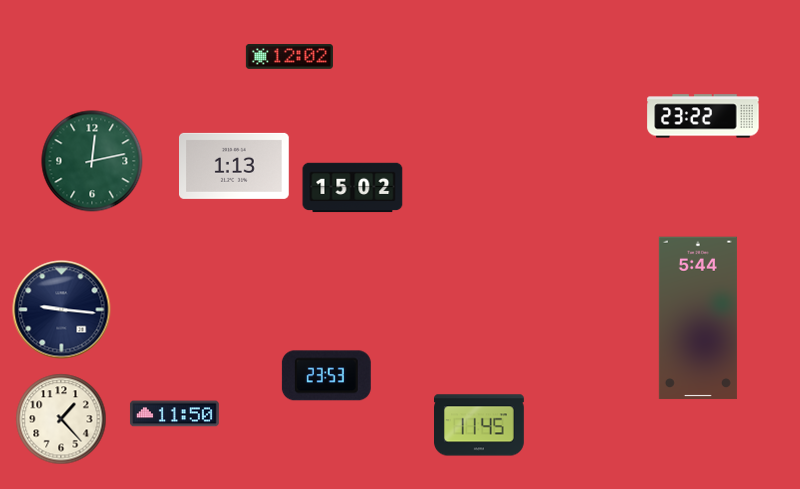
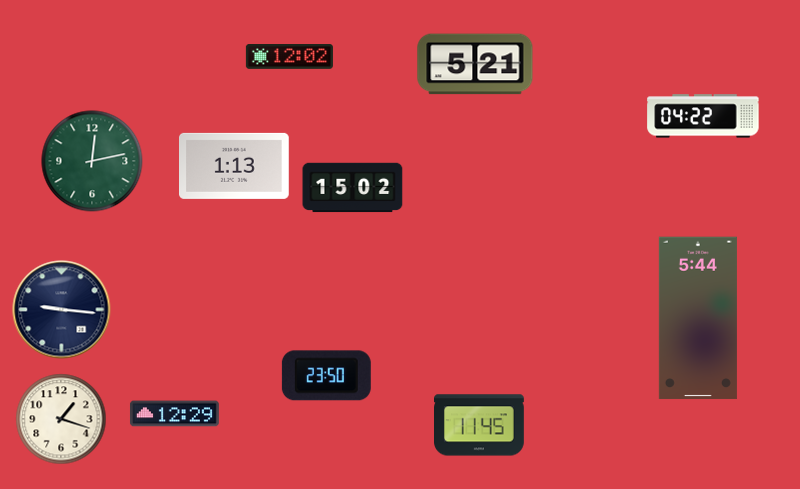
clock at (475, 64): none -> 5:21
clock at (703, 116): 23:22 -> 04:22
clock at (326, 376): 23:53 -> 23:50
clock at (174, 414): 11:50 -> 12:29
clock at (61, 419): 1:23 -> 1:18
